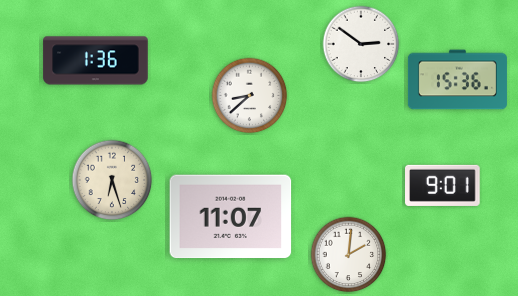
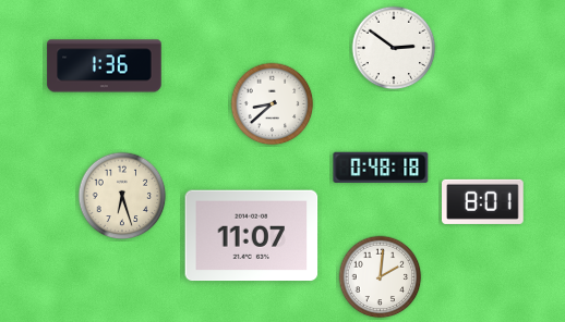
clock at (457, 80): 15:36 -> none
clock at (381, 166): none -> 0:48
clock at (443, 185): 9:01 -> 8:01
